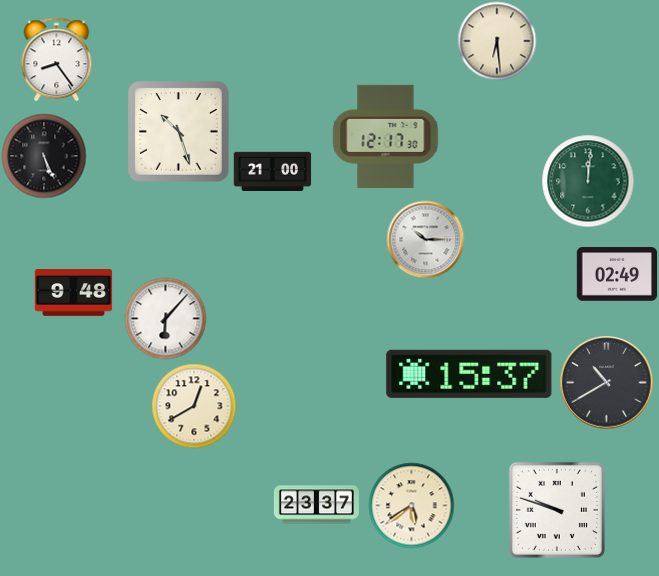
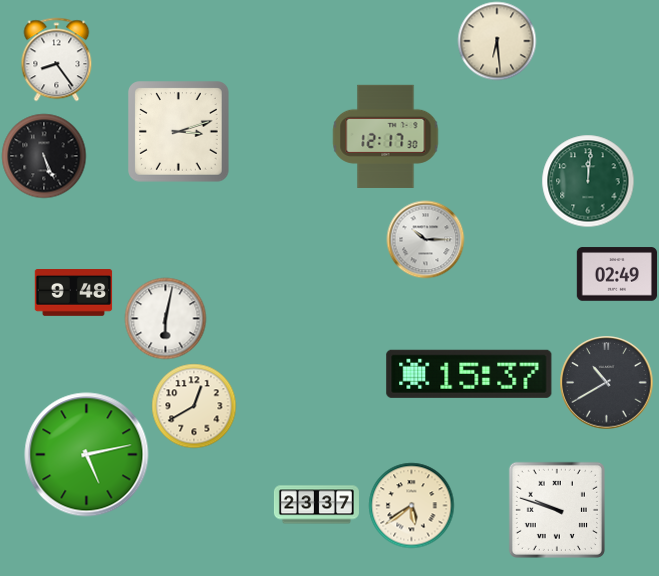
clock at (179, 132): 10:27 -> 3:12
clock at (272, 171): 21:00 -> none
clock at (165, 318): 6:07 -> 6:02
clock at (87, 455): none -> 5:13
